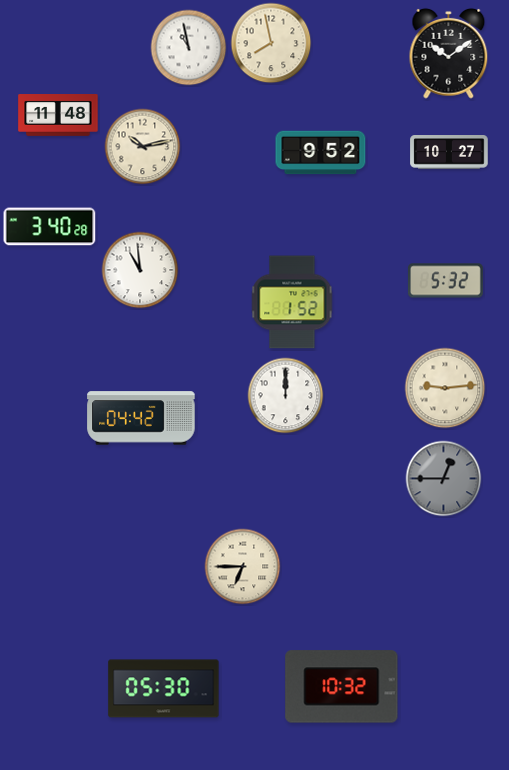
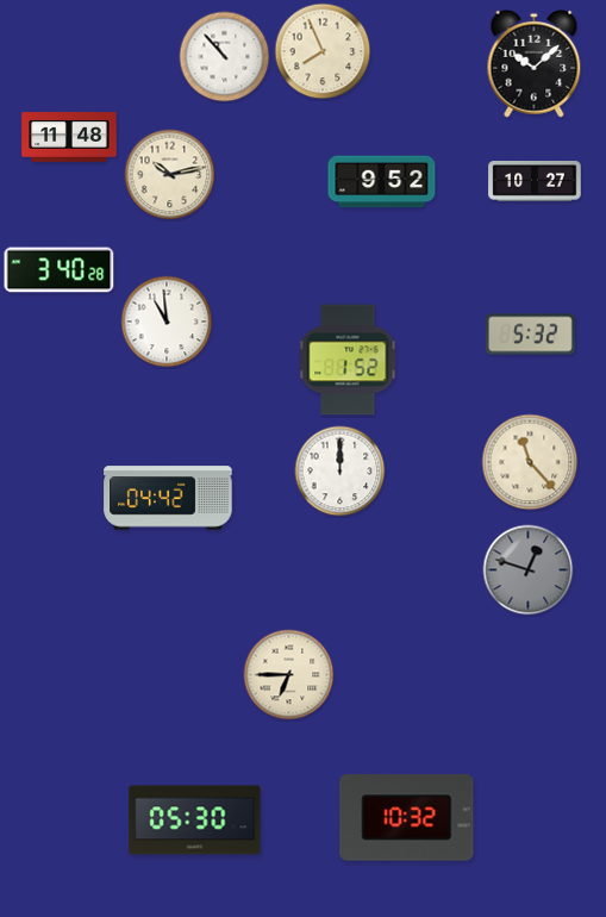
clock at (271, 43): 7:58 -> 7:56
clock at (189, 48): 10:58 -> 10:53
clock at (449, 53): 10:09 -> 10:08
clock at (445, 388): 9:14 -> 11:23
clock at (444, 479): 12:45 -> 12:48
